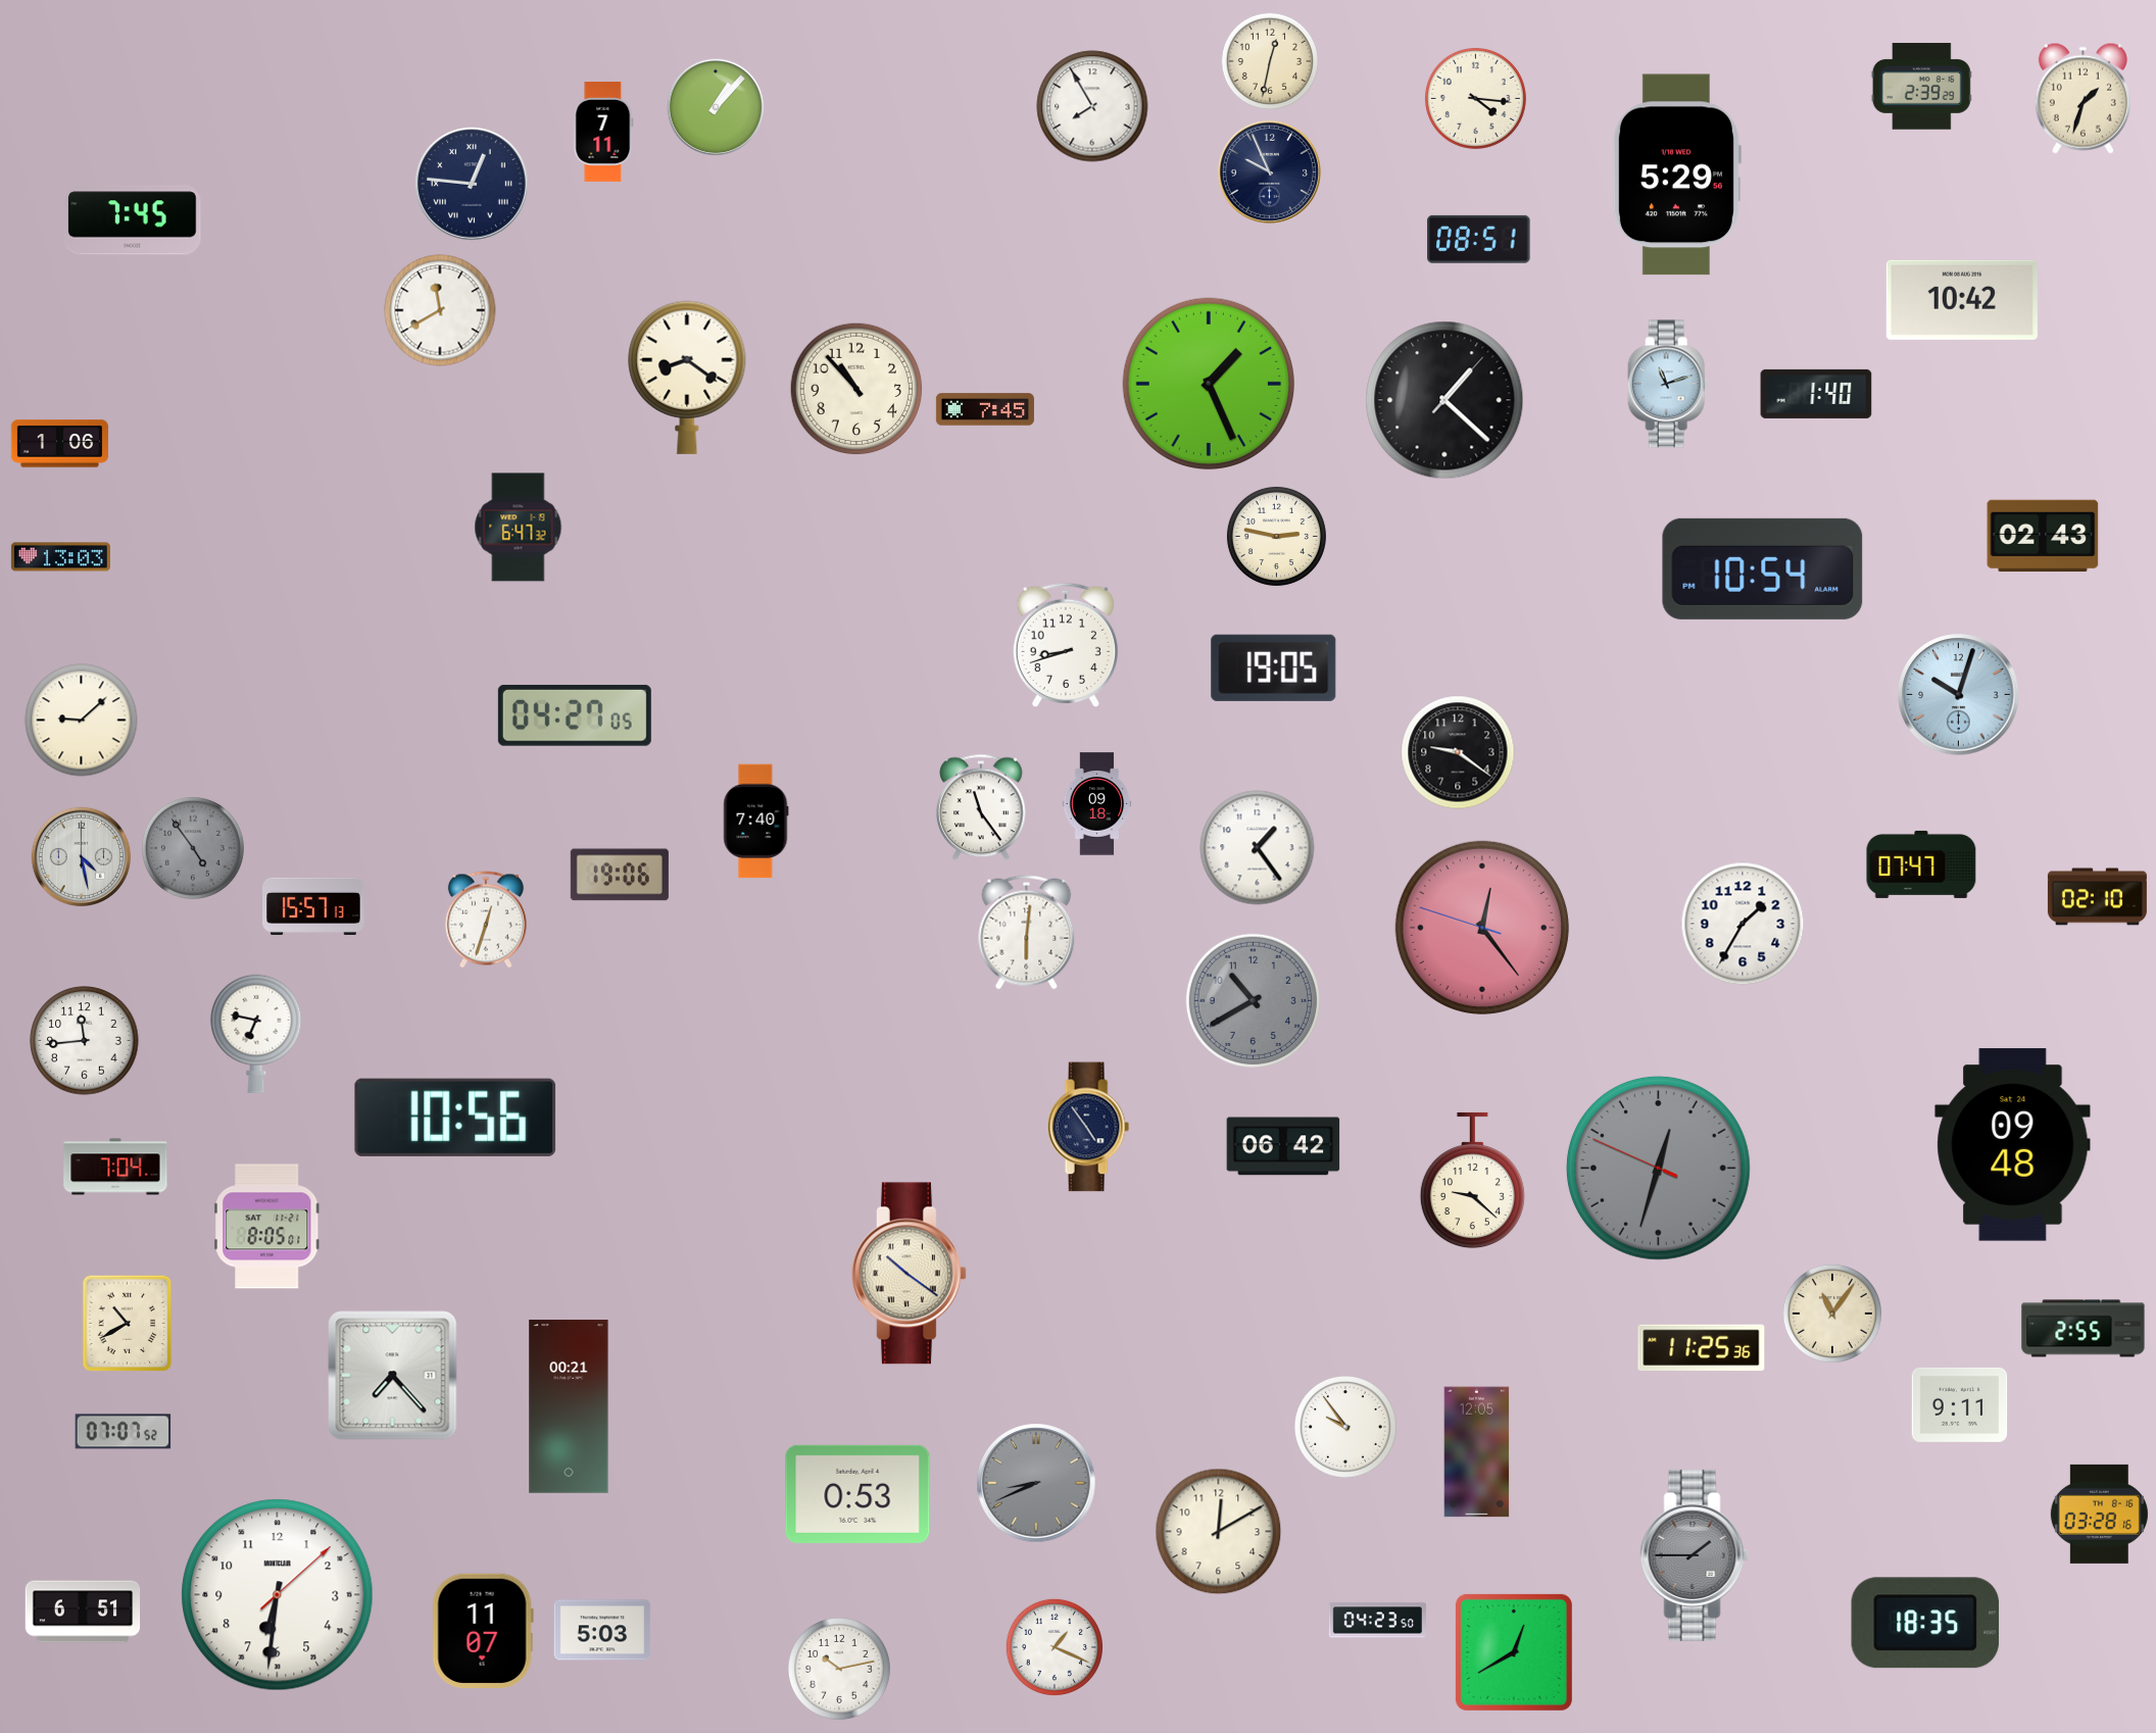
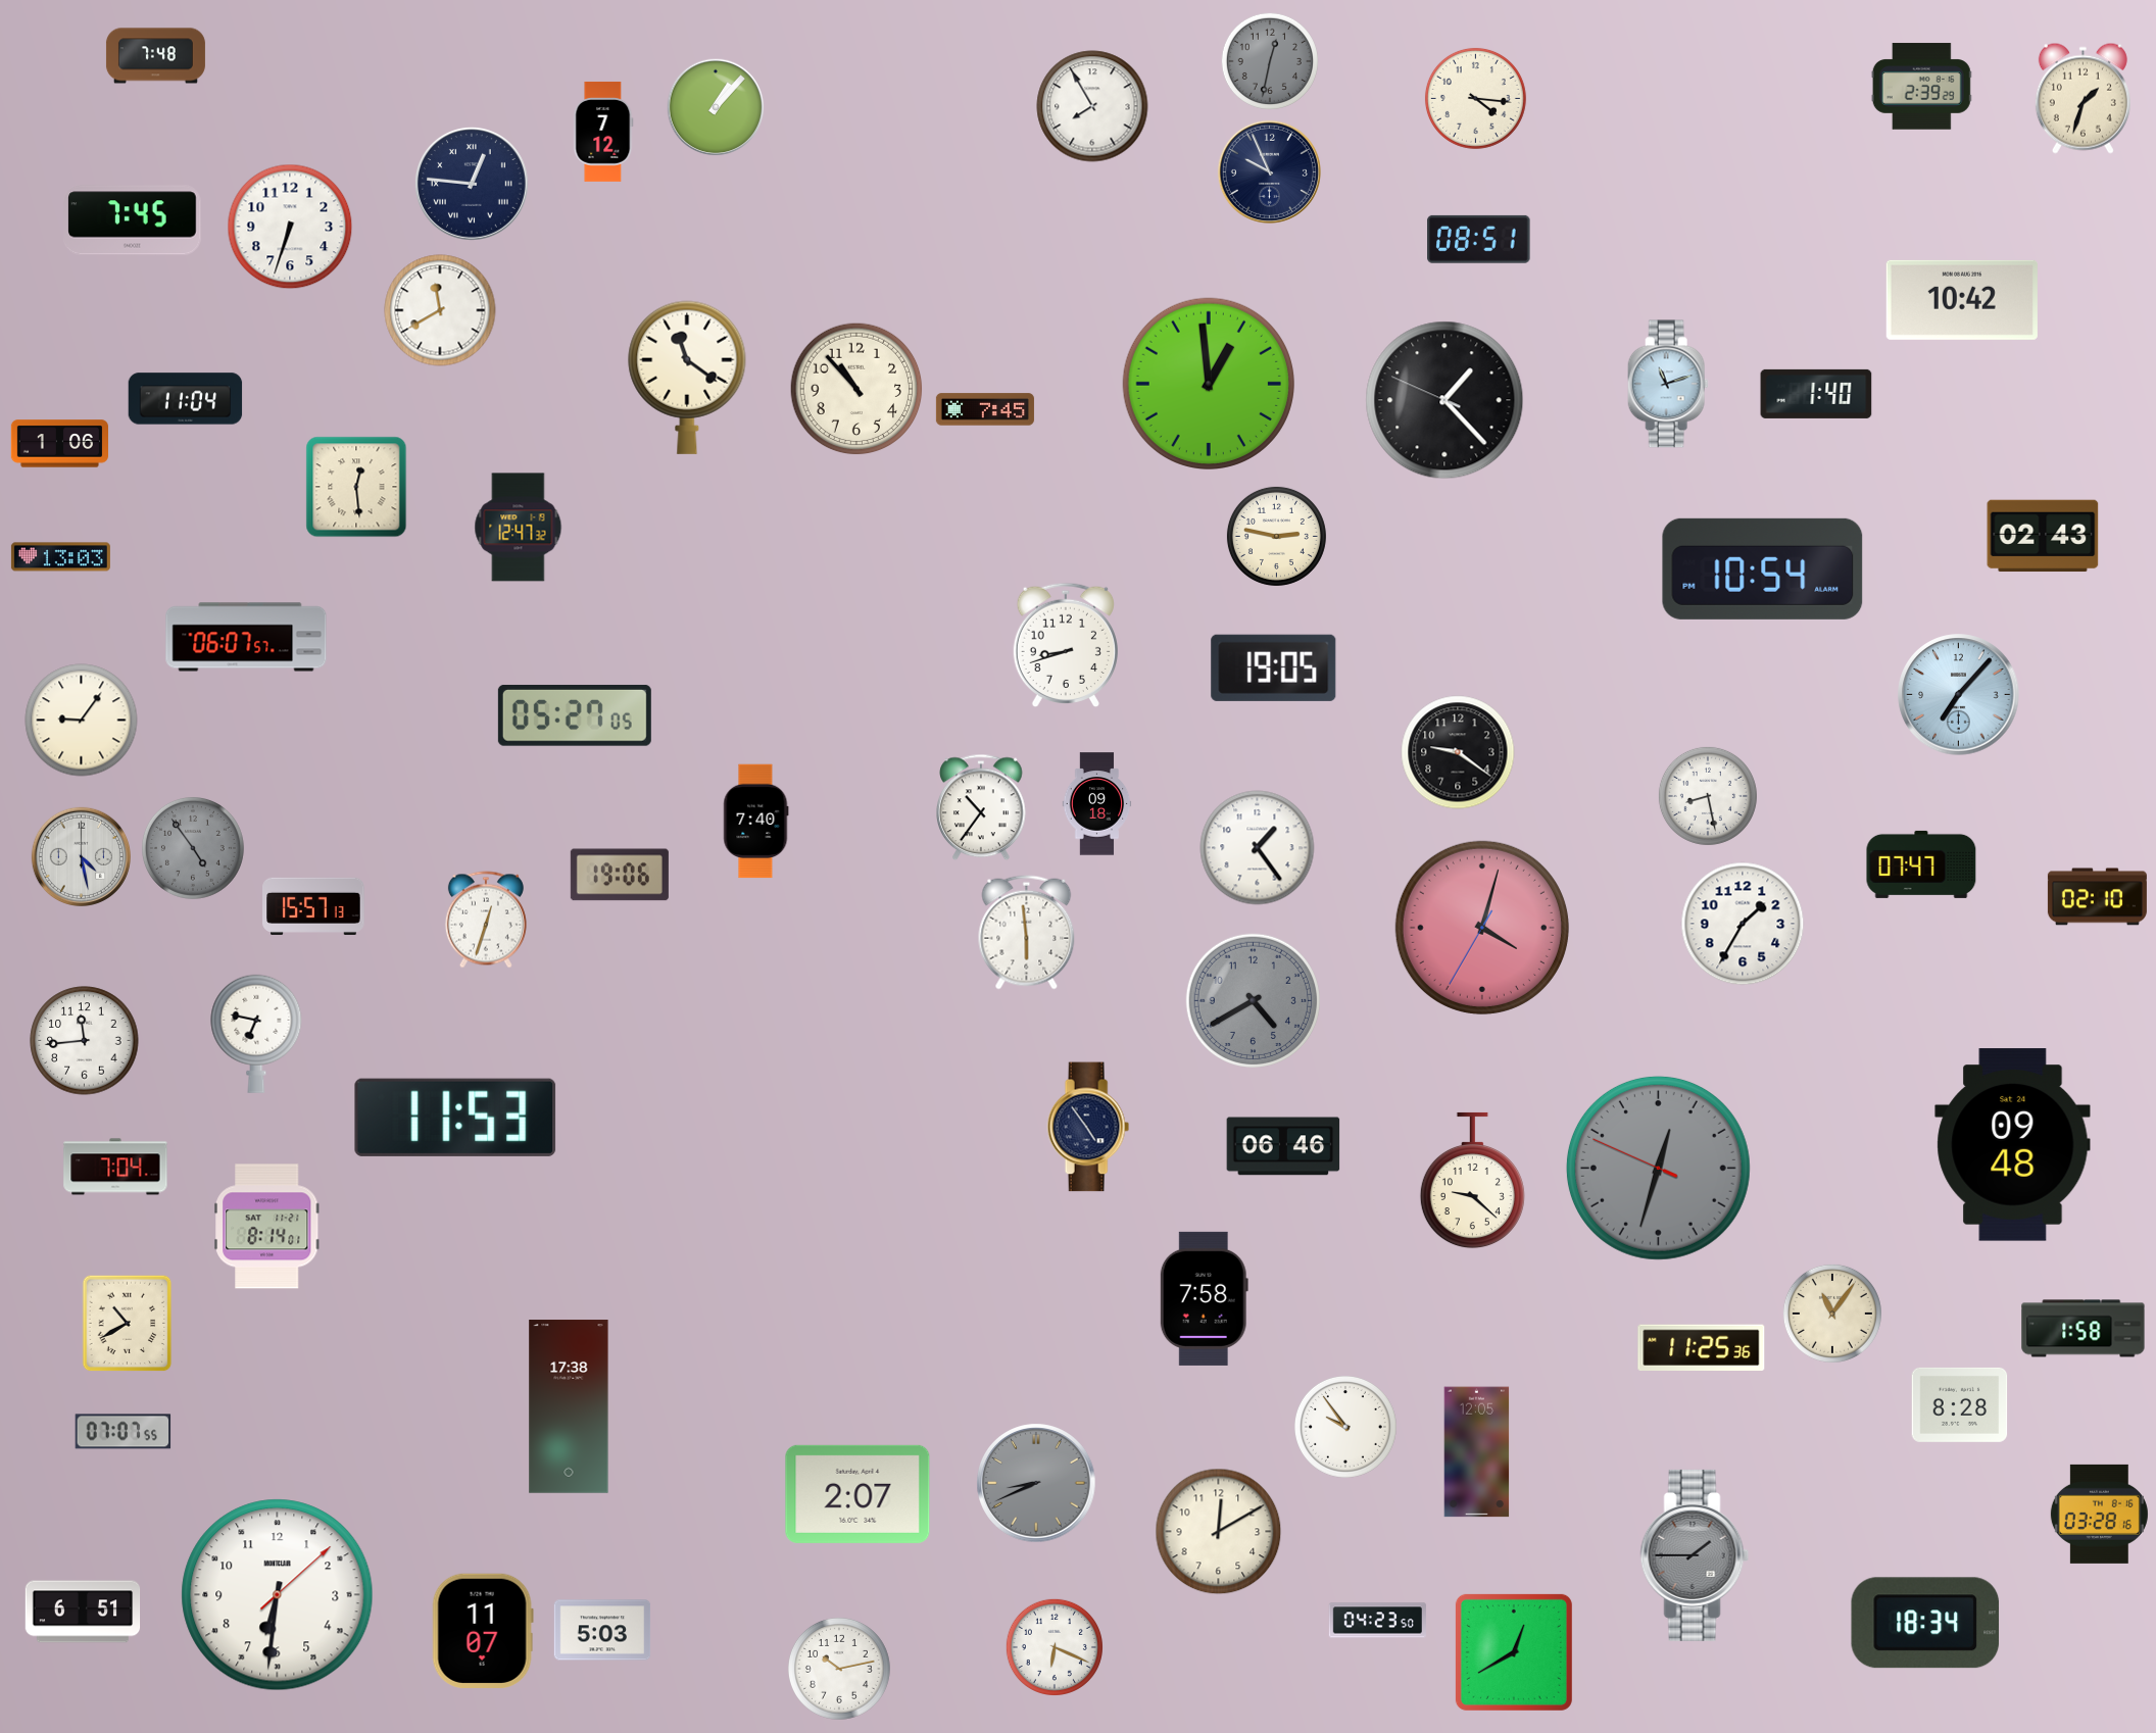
clock at (155, 56): none -> 7:48
clock at (1270, 61) dial: cream -> grey
clock at (603, 132): 7:11 -> 7:12
clock at (1676, 175): 5:29 -> none
clock at (290, 227): none -> 6:33
clock at (687, 378): 8:21 -> 11:21
clock at (1208, 383): 1:26 -> 12:59
clock at (186, 399): none -> 11:04
clock at (1444, 400): 1:22:07 -> 1:22:49
clock at (356, 487): none -> 12:29
clock at (519, 528): 6:47 -> 12:47
clock at (246, 637): none -> 06:07
clock at (1959, 695): 10:03 -> 7:07
clock at (575, 715): 04:27 -> 05:27
clock at (82, 721): 9:08 -> 9:06
clock at (1708, 796): none -> 8:28
clock at (981, 807): 11:24 -> 10:36
clock at (1482, 928): 12:23 -> 4:02
clock at (1027, 933): 6:01 -> 5:59
clock at (1253, 1000): 10:40 -> 4:40
clock at (455, 1118): 10:56 -> 11:53
clock at (1283, 1146): 06:42 -> 06:46
clock at (267, 1227): 8:05 -> 8:14
clock at (909, 1274): 10:21 -> none
clock at (1204, 1298): none -> 7:58
clock at (2084, 1329): 2:55 -> 1:58
clock at (393, 1376): 7:23 -> none
clock at (1960, 1404): 9:11 -> 8:28
clock at (569, 1406): 00:21 -> 17:38
clock at (124, 1432): 07:07:52 -> 07:07:55
clock at (857, 1494): 0:53 -> 2:07
clock at (1925, 1623): 18:35 -> 18:34
clock at (1055, 1647): 1:19 -> 6:19
